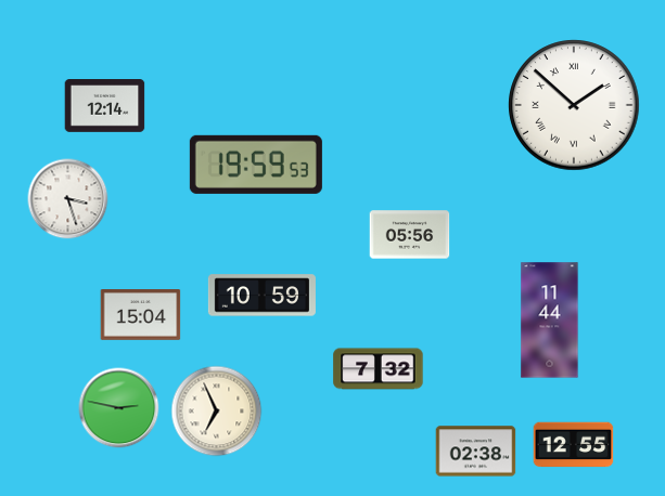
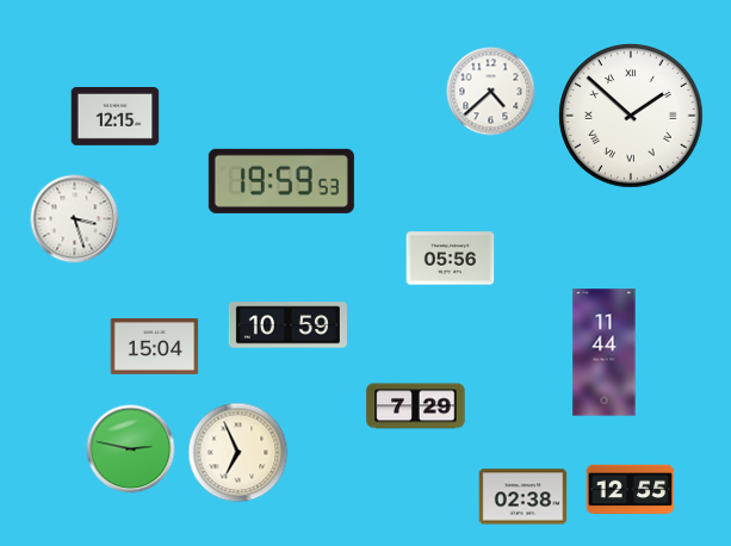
clock at (491, 92): none -> 4:38
clock at (105, 106): 12:14 -> 12:15
clock at (379, 369): 7:32 -> 7:29
